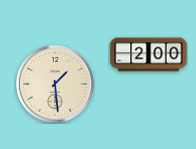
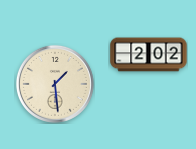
clock at (149, 55): 2:00 -> 2:02
